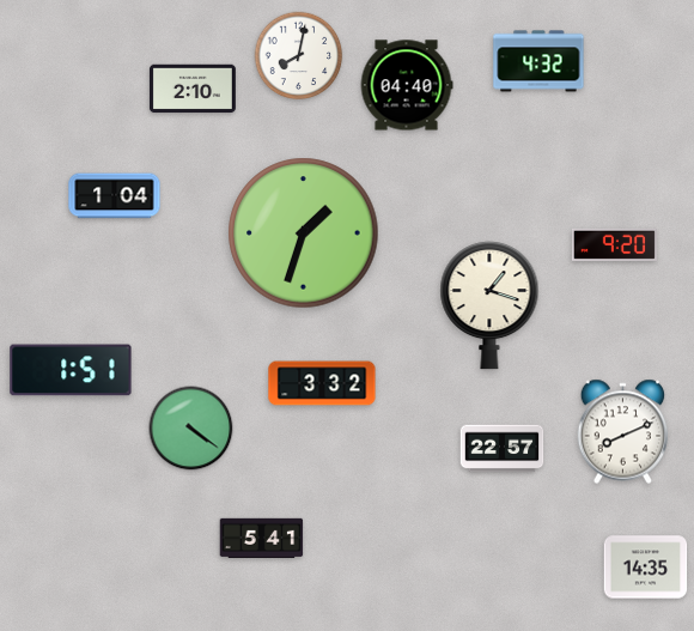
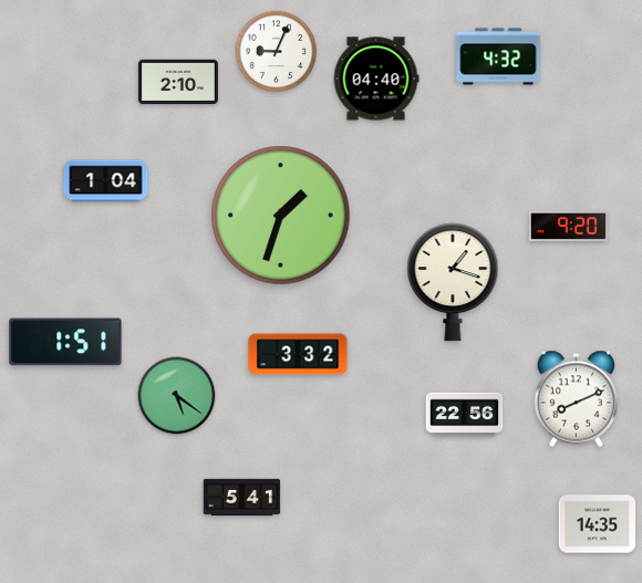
clock at (299, 56): 8:02 -> 9:04
clock at (191, 429): 4:21 -> 5:21
clock at (503, 449): 22:57 -> 22:56
